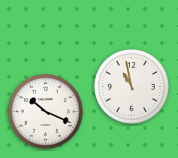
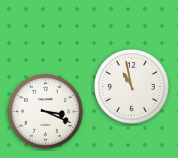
clock at (46, 112): 10:19 -> 3:19
